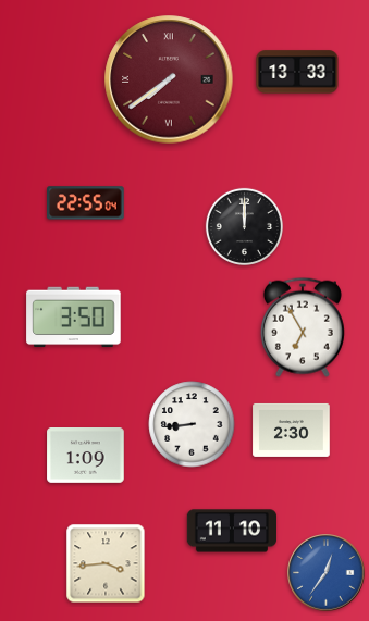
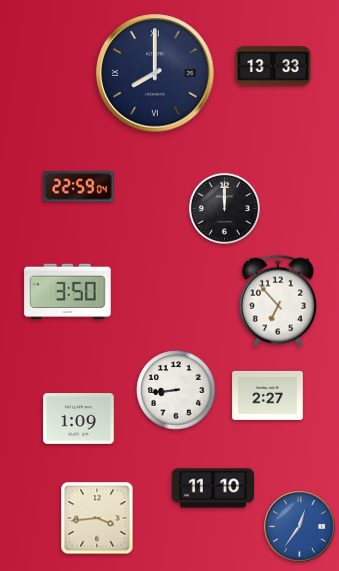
clock at (169, 79): 7:39 -> 8:00
clock at (169, 79) dial: burgundy -> navy
clock at (86, 203): 22:55 -> 22:59
clock at (303, 327): 6:55 -> 6:53
clock at (292, 430): 2:30 -> 2:27
